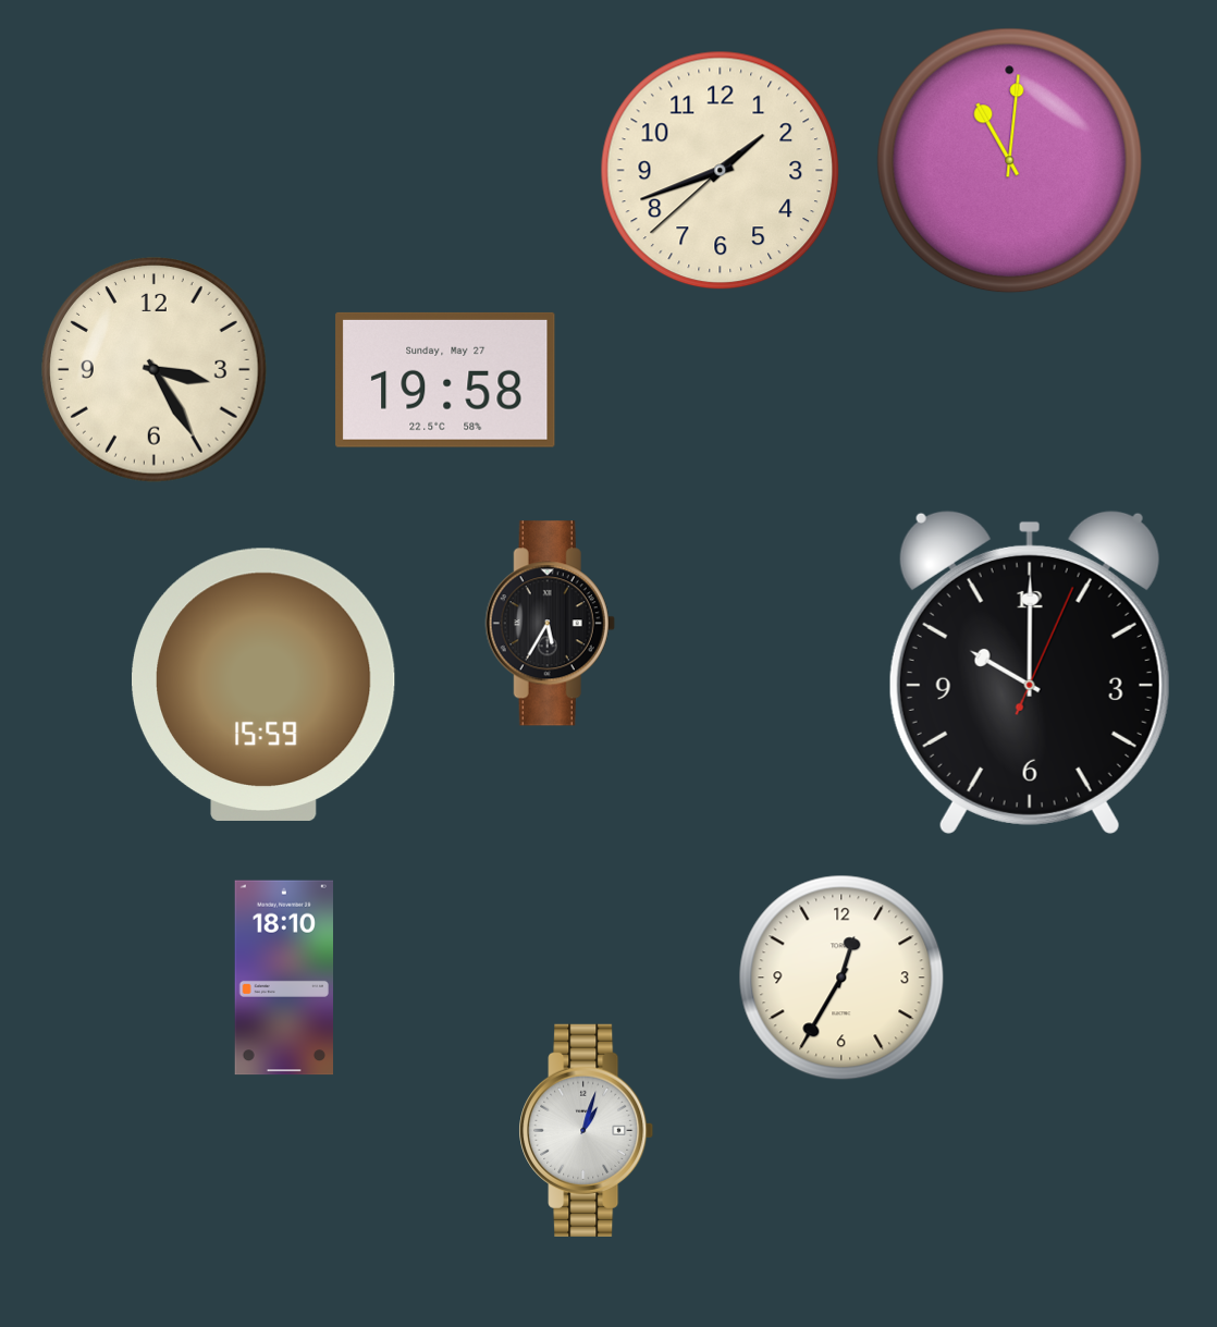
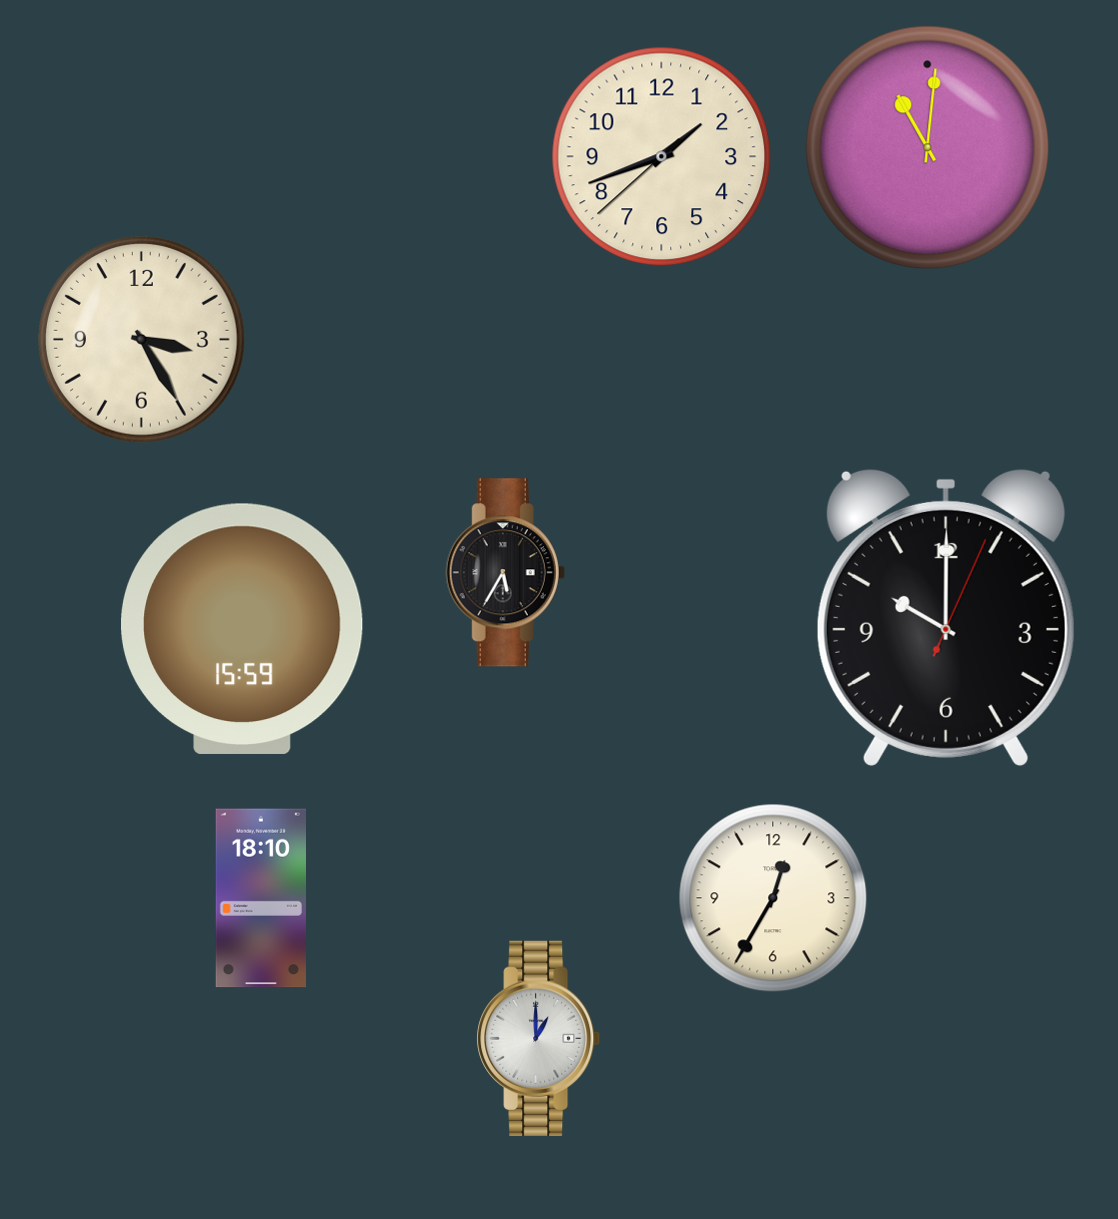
clock at (445, 380): 19:58 -> none
clock at (587, 1130): 1:03 -> 1:00
